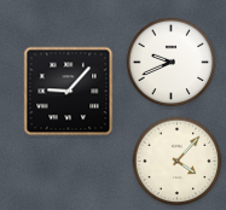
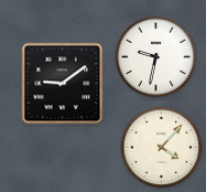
clock at (172, 63): 9:41 -> 9:32
clock at (69, 92): 9:07 -> 9:09
